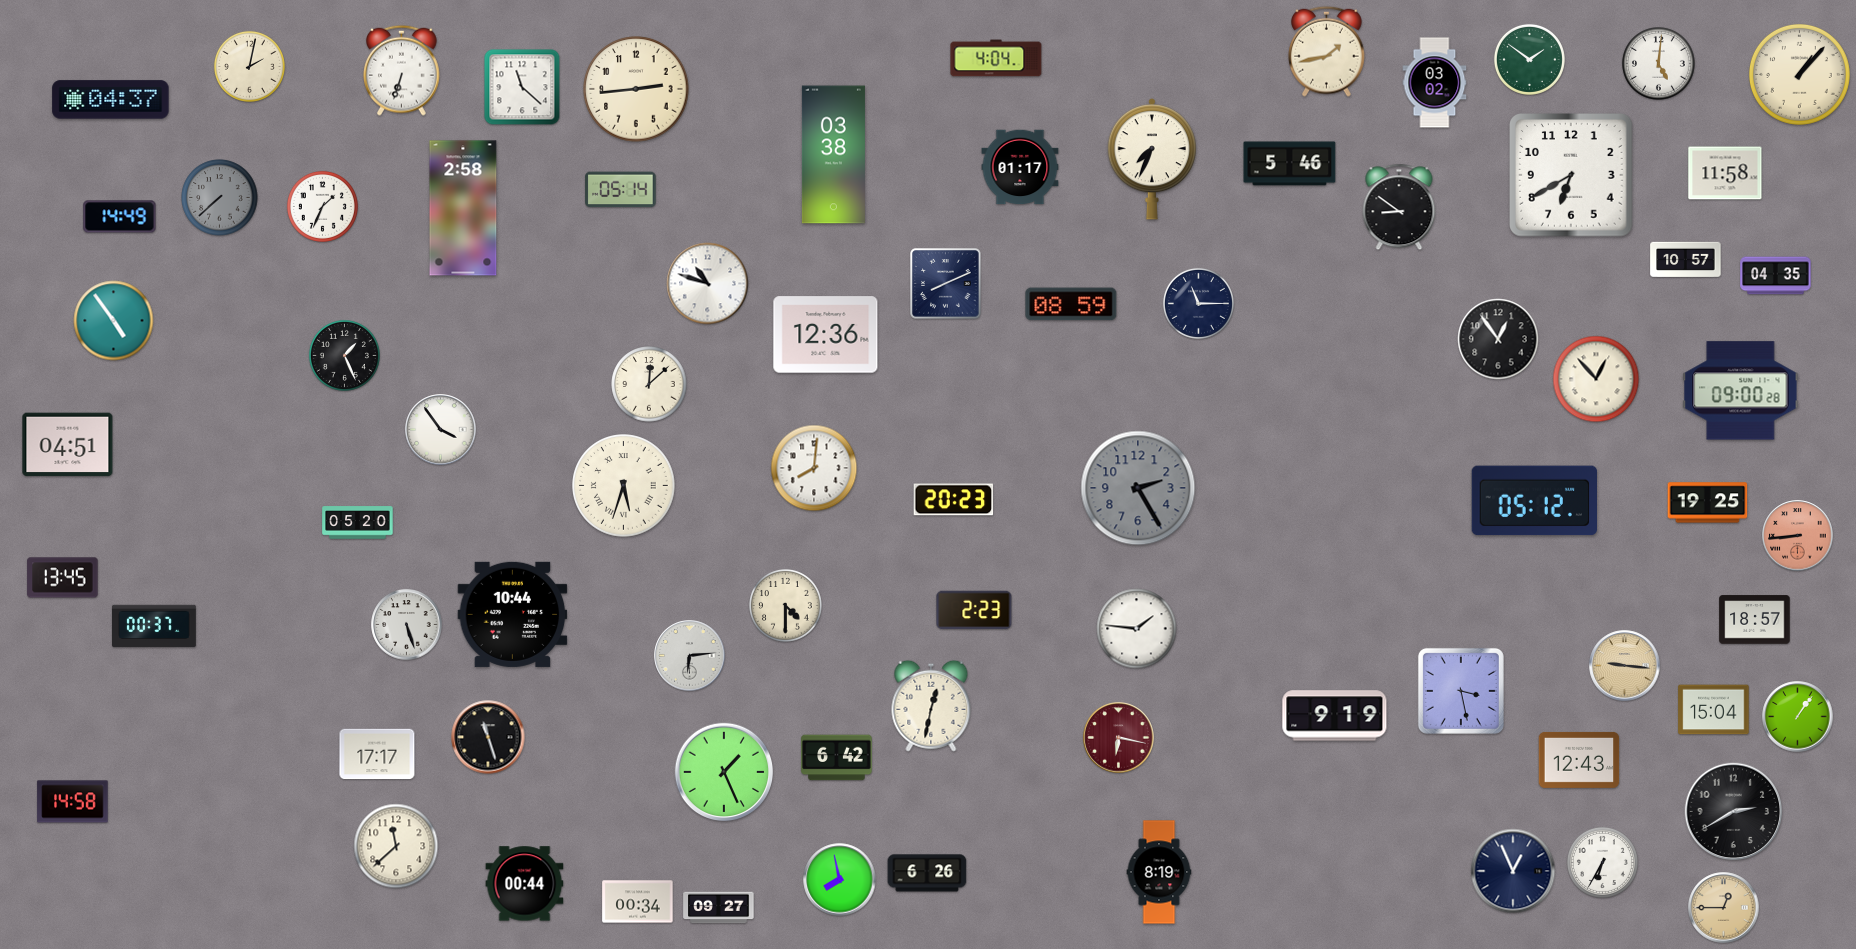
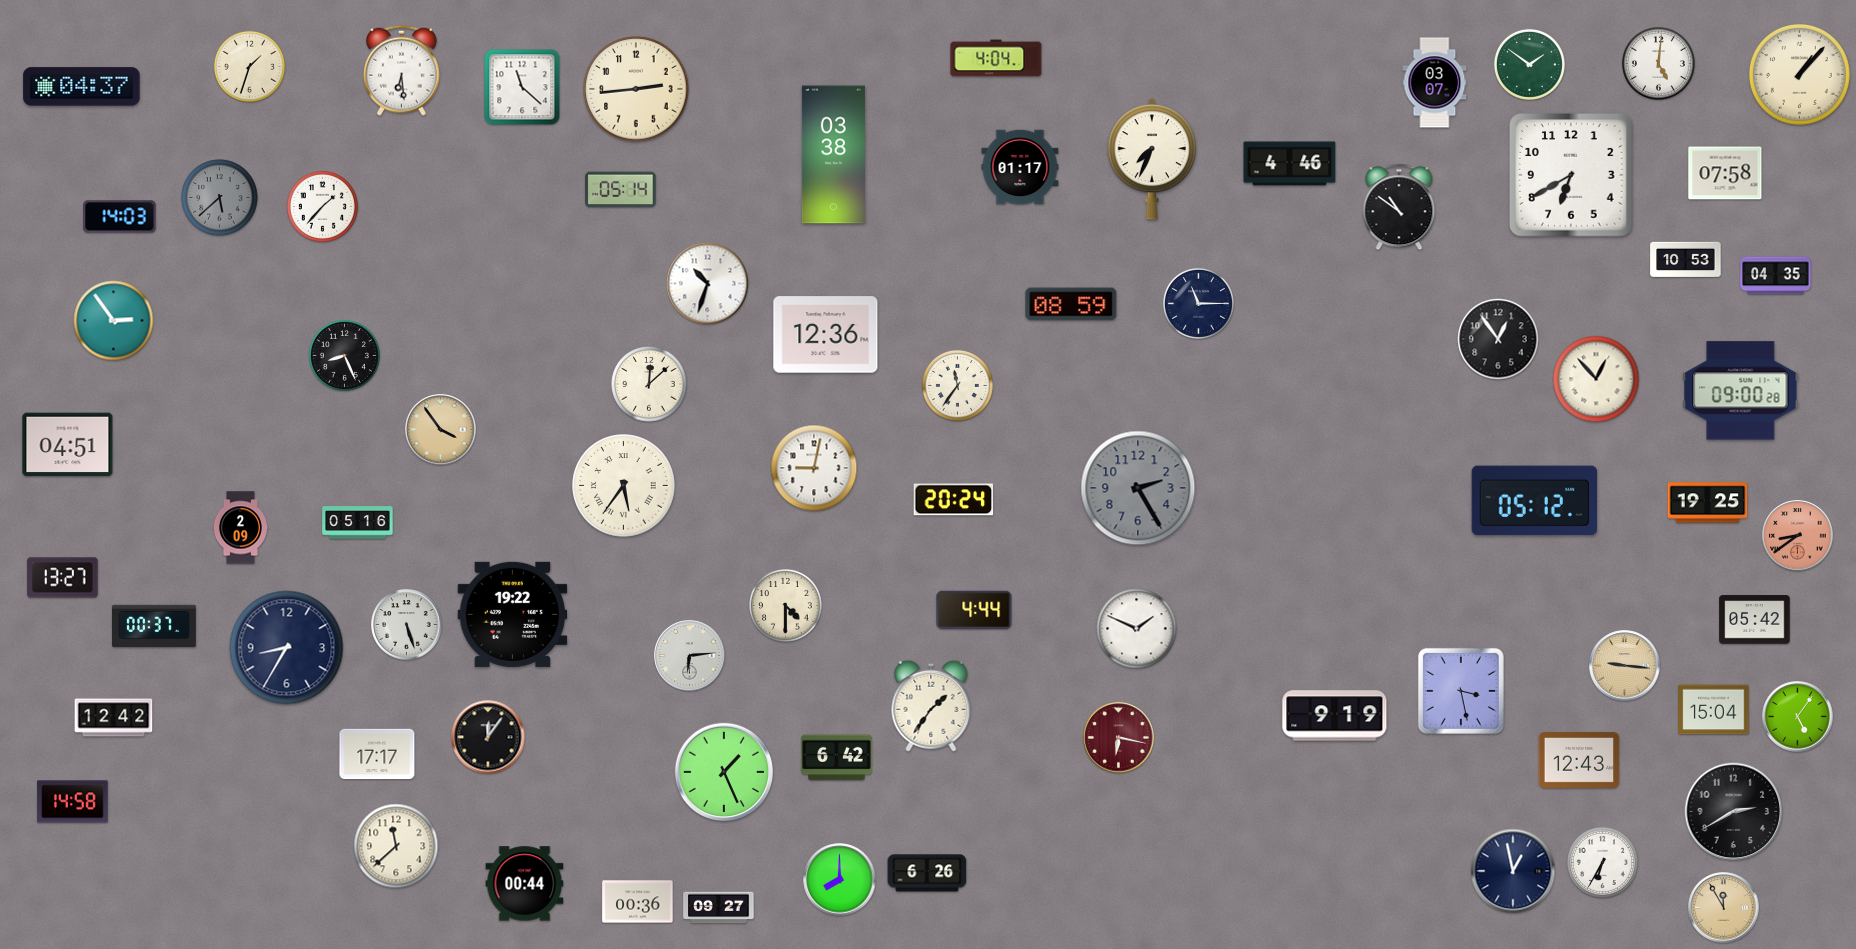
clock at (1327, 51): 1:43 -> none
clock at (1529, 59) position: (1529, 59) -> (1529, 64)
clock at (249, 66): 2:02 -> 1:33
clock at (402, 70): 6:33 -> 6:29
clock at (1435, 83): 03:02 -> 03:07
clock at (111, 100) position: (111, 100) -> (82, 87)
clock at (1290, 164): 5:46 -> 4:46
clock at (1725, 173): 11:58 -> 07:58
clock at (220, 198): 7:38 -> 5:38
clock at (322, 206): 1:34 -> 1:37
clock at (1399, 207): 8:51 -> 10:51
clock at (463, 208): 2:58 -> none
clock at (120, 217): 14:49 -> 14:03
clock at (1686, 259): 10:57 -> 10:53
clock at (708, 284): 10:48 -> 10:33
clock at (946, 284): 8:11 -> none
clock at (114, 321): 4:54 -> 2:54
clock at (344, 355): 1:26 -> 8:26
clock at (957, 385): none -> 11:36
clock at (441, 430) dial: white -> champagne
clock at (814, 468): 8:01 -> 9:02
clock at (624, 486): 5:33 -> 5:36
clock at (954, 500): 20:23 -> 20:24
clock at (358, 523): 05:20 -> 05:16
clock at (240, 528): none -> 2:09
clock at (1798, 536): 8:44 -> 8:39
clock at (63, 578): 13:45 -> 13:27
clock at (974, 610): 2:23 -> 4:44
clock at (513, 614): 10:44 -> 19:22
clock at (1755, 620): 18:57 -> 05:42
clock at (1137, 629): 1:46 -> 1:49
clock at (287, 648): none -> 8:35
clock at (931, 706): 12:32 -> 1:36
clock at (1798, 717): 1:06 -> 5:06
clock at (114, 718): none -> 12:42
clock at (488, 737): 11:27 -> 12:06
clock at (1513, 871): 12:56 -> 12:58
clock at (1159, 872): 8:19 -> none
clock at (840, 880): 7:58 -> 8:00
clock at (638, 902): 00:34 -> 00:36
clock at (1724, 908): 12:45 -> 11:55
